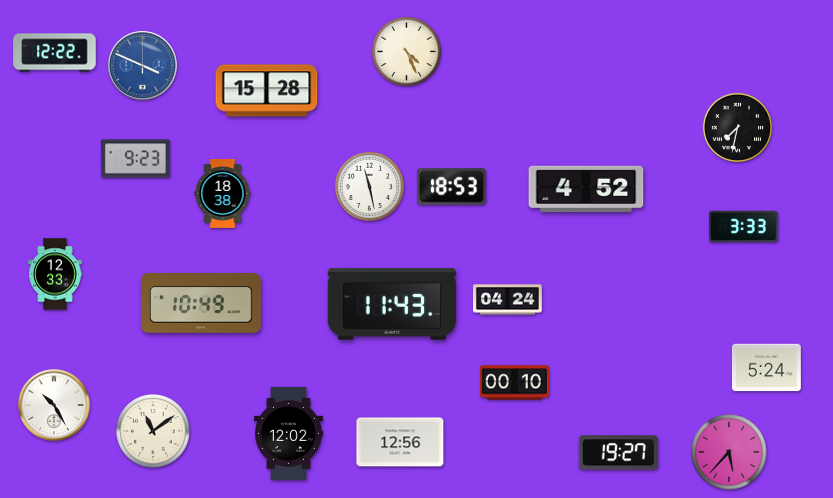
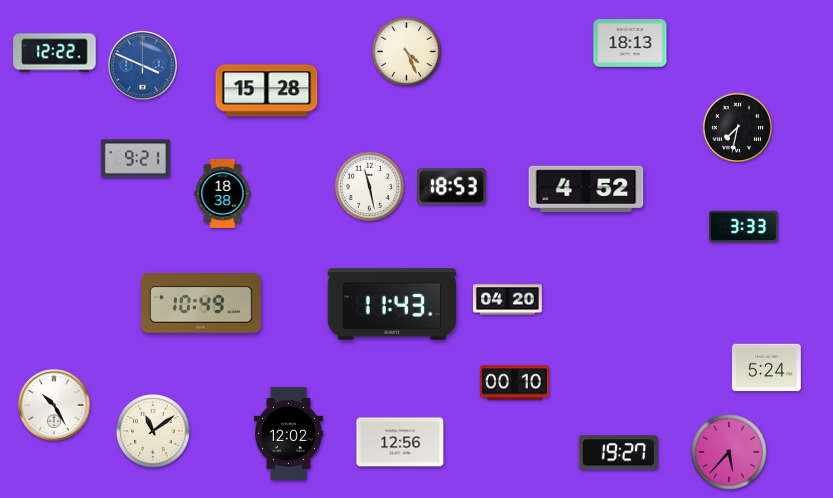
clock at (630, 43): none -> 18:13
clock at (135, 159): 9:23 -> 9:21
clock at (55, 274): 12:33 -> none
clock at (508, 300): 04:24 -> 04:20
